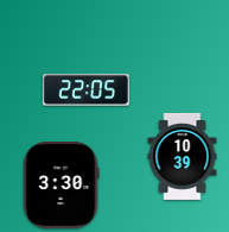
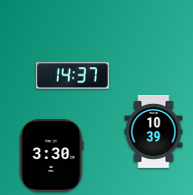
clock at (85, 90): 22:05 -> 14:37
